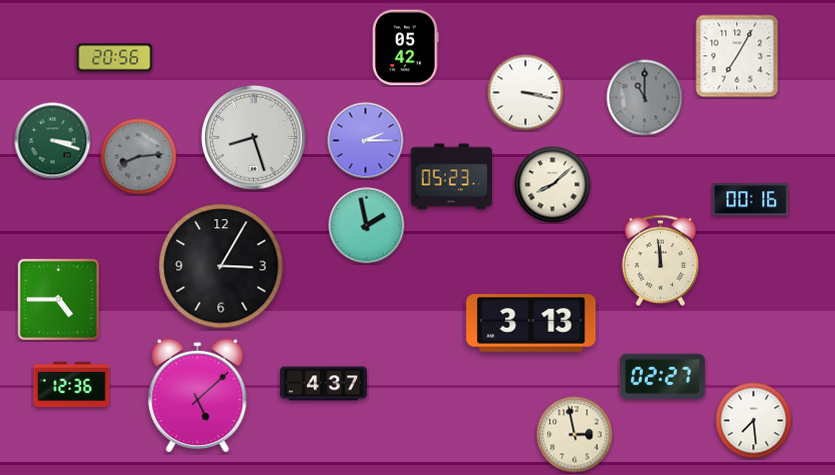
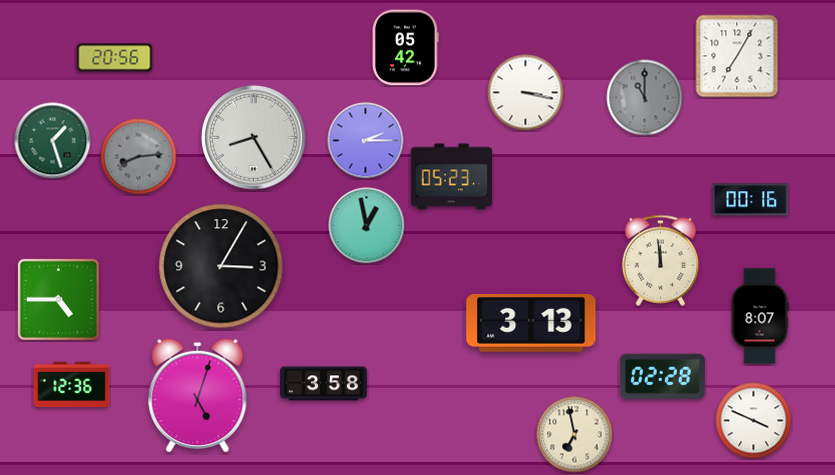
clock at (254, 138): 8:27 -> 8:25
clock at (53, 141): 3:18 -> 1:27
clock at (553, 185): 8:08 -> none
clock at (367, 226): 1:58 -> 12:58
clock at (760, 316): none -> 8:07
clock at (662, 376): 02:27 -> 02:28
clock at (324, 384): 4:37 -> 3:58
clock at (198, 394): 5:08 -> 5:03
clock at (754, 421): 7:29 -> 3:49
clock at (575, 435): 2:58 -> 6:58
